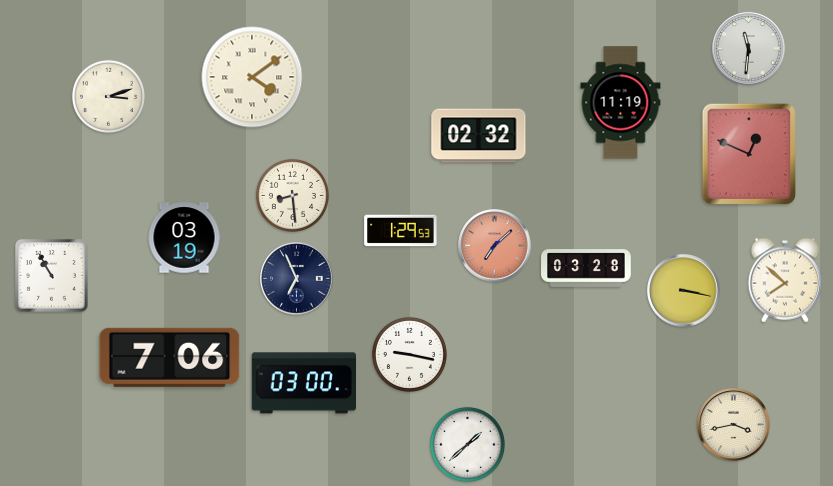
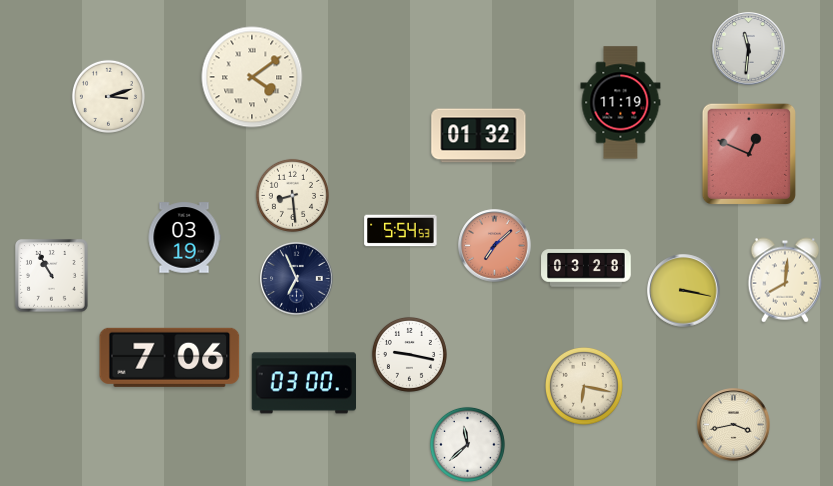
clock at (479, 136): 02:32 -> 01:32
clock at (401, 231): 1:29 -> 5:54
clock at (785, 280): 7:52 -> 8:01
clock at (585, 387): none -> 6:17
clock at (467, 444): 1:38 -> 11:38
